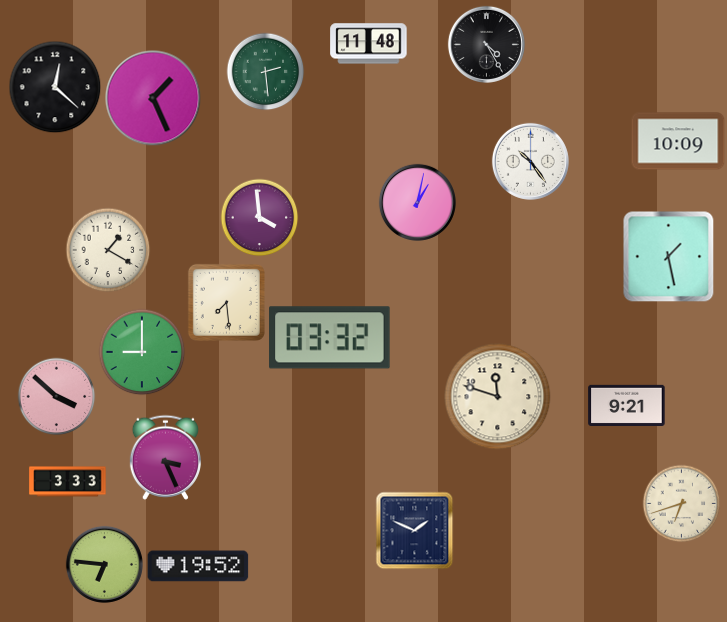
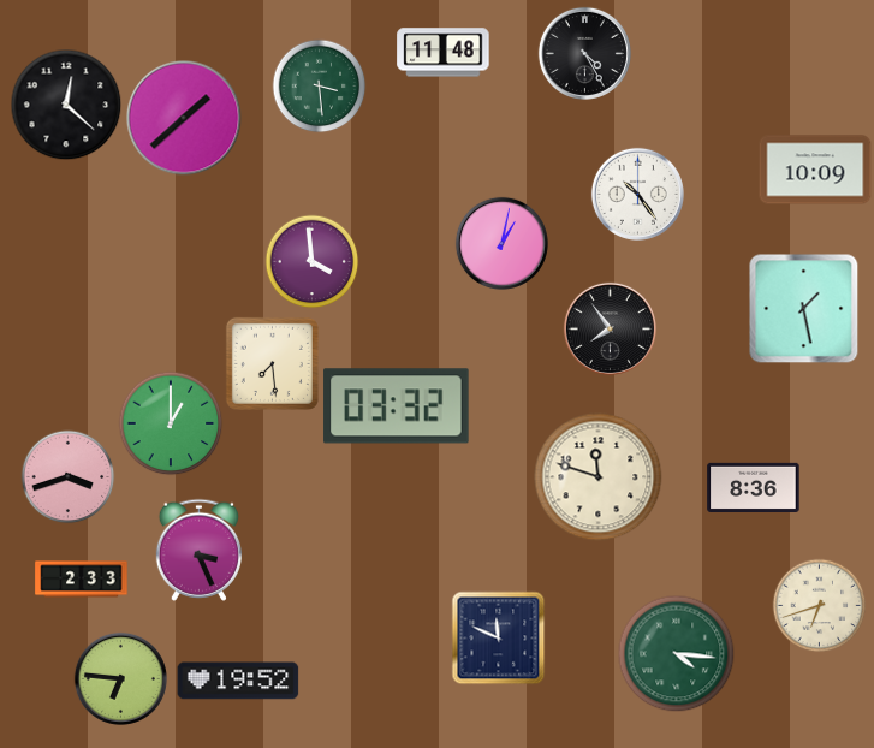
clock at (265, 71): 2:29 -> 3:29
clock at (153, 98): 1:26 -> 1:38
clock at (108, 250): 1:20 -> none
clock at (610, 328): none -> 7:54
clock at (142, 352): 9:00 -> 1:00
clock at (56, 396): 3:52 -> 3:42
clock at (627, 405): 9:21 -> 8:36
clock at (68, 482): 3:33 -> 2:33
clock at (414, 530): 1:49 -> 11:49
clock at (676, 653): none -> 4:16
clock at (104, 564) position: (104, 564) -> (120, 678)
